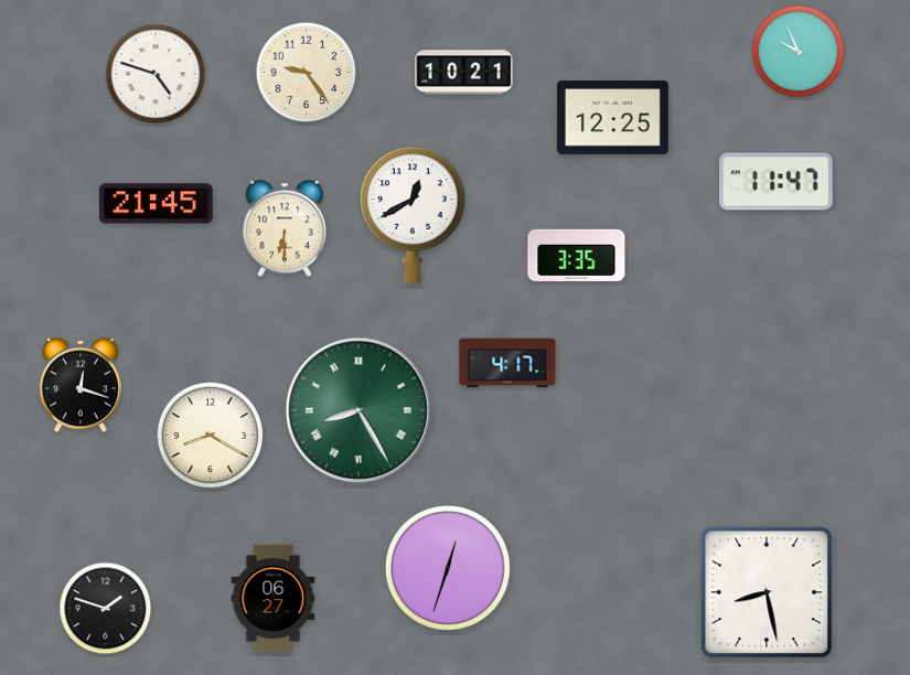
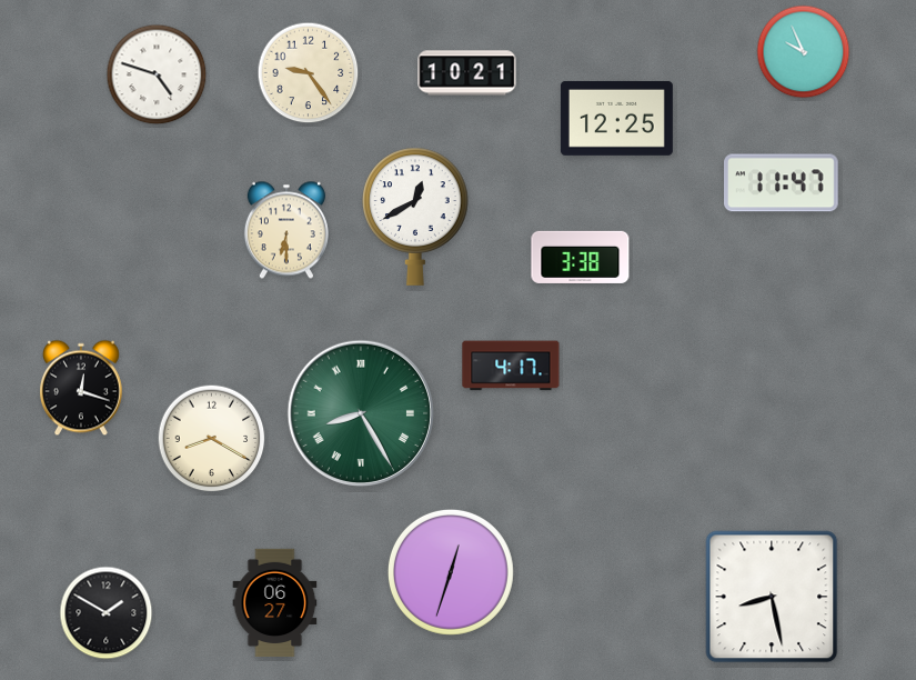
clock at (157, 204): 21:45 -> none
clock at (577, 255): 3:35 -> 3:38
clock at (106, 609): 1:48 -> 1:50
